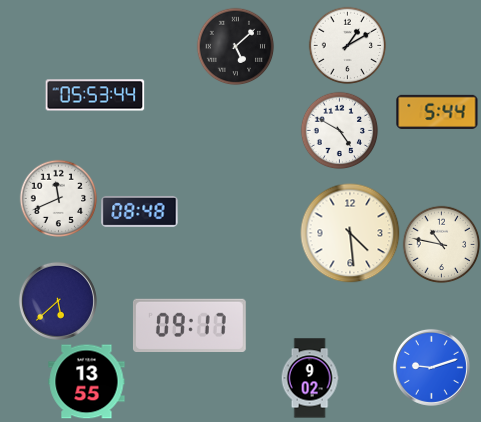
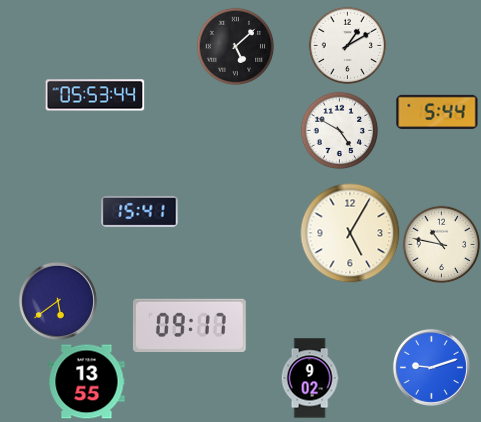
clock at (58, 198): 11:41 -> none
clock at (140, 211): 08:48 -> 15:41
clock at (350, 233): 4:29 -> 5:05
clock at (58, 301): 5:38 -> 5:39
